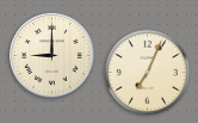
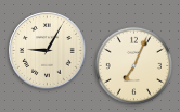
clock at (52, 56): 9:00 -> 9:05
